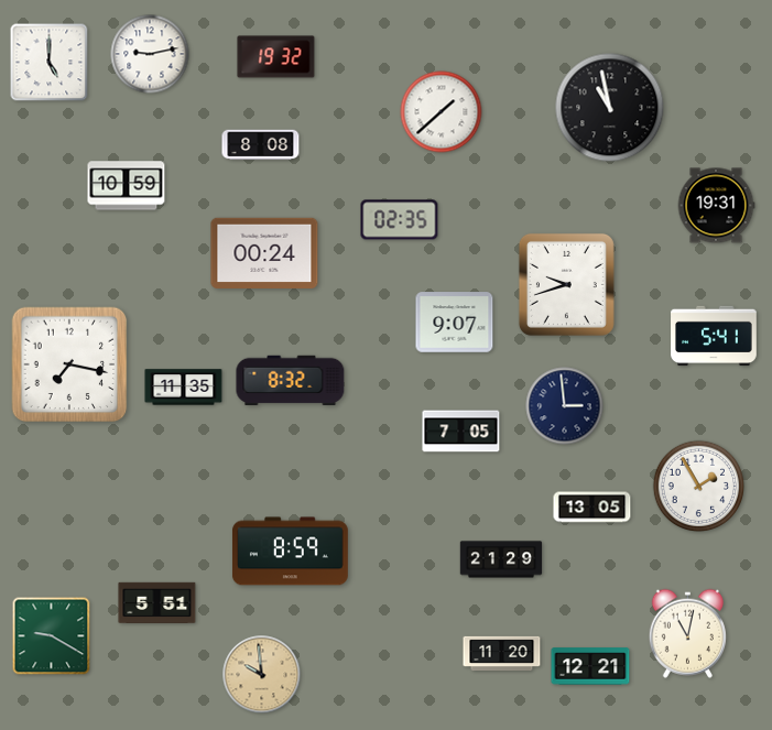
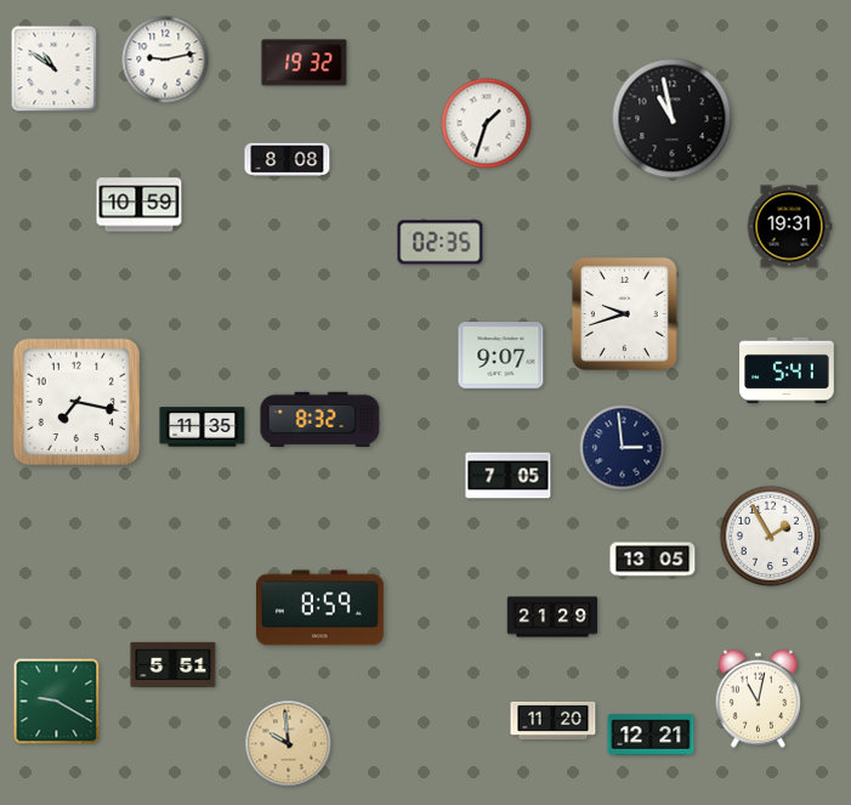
clock at (50, 63): 5:00 -> 10:51
clock at (442, 112): 1:38 -> 1:33
clock at (264, 252): 00:24 -> none
